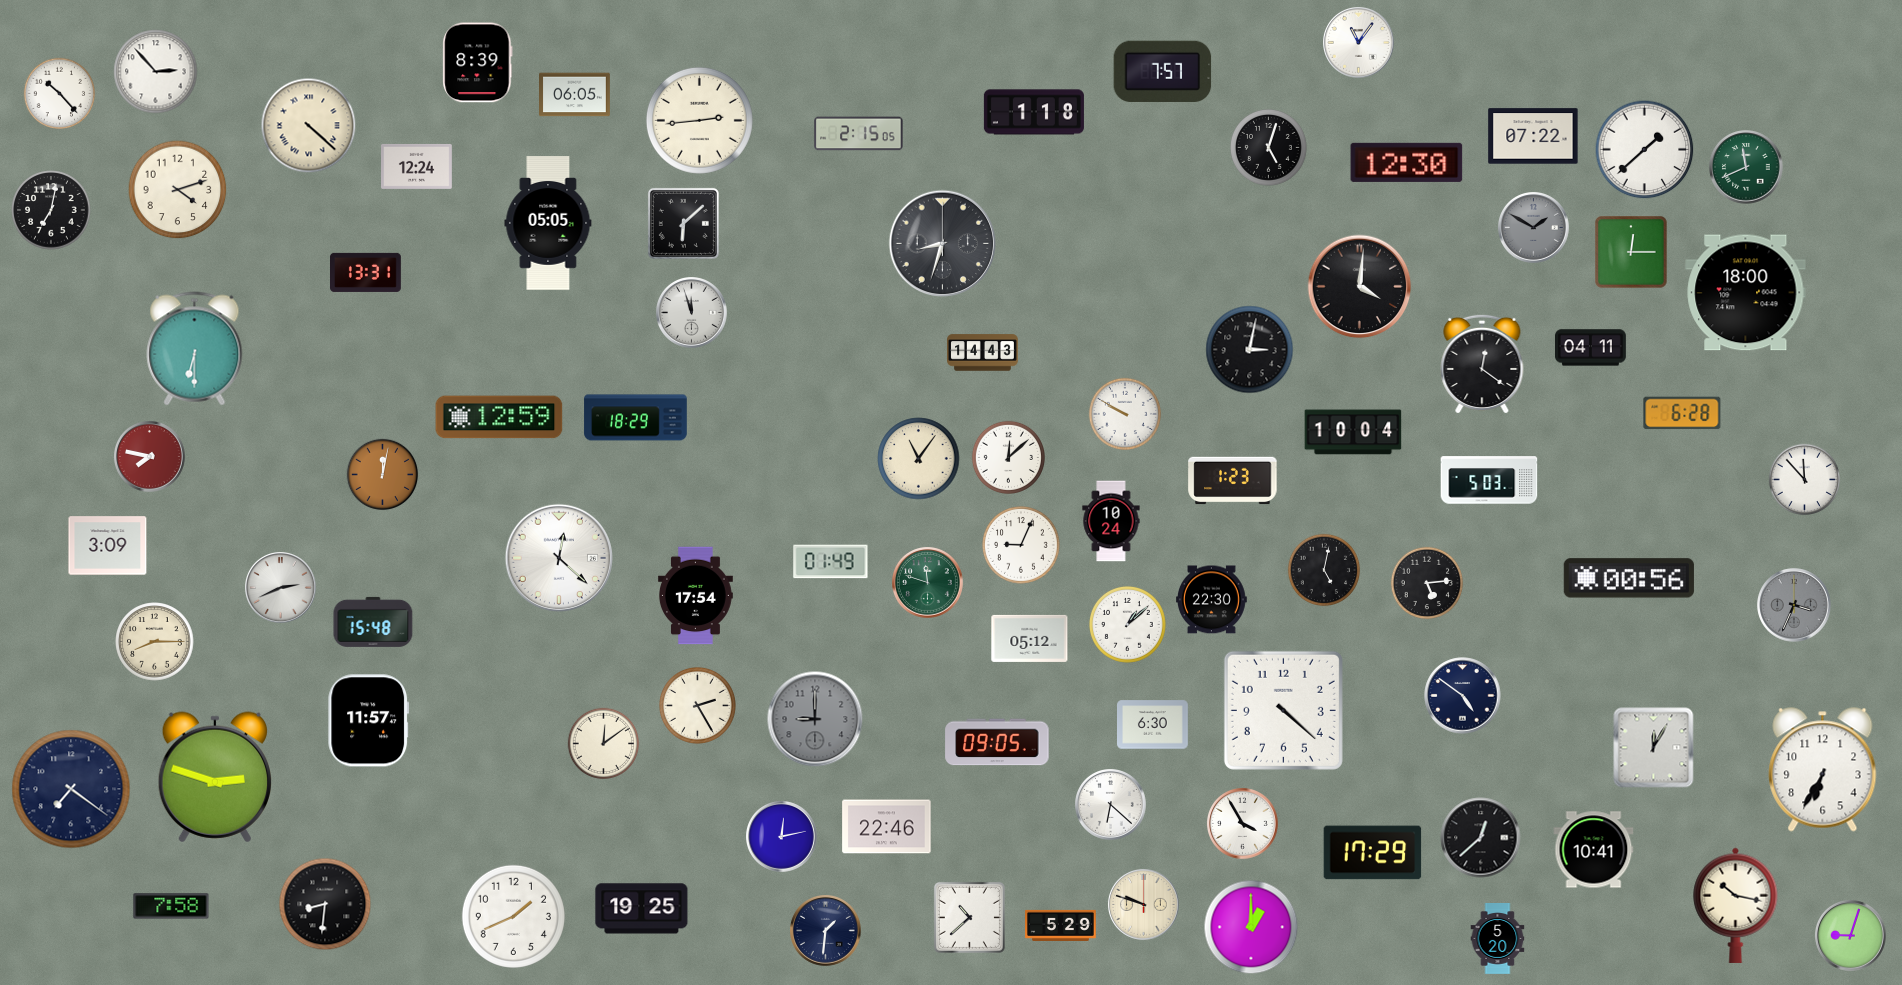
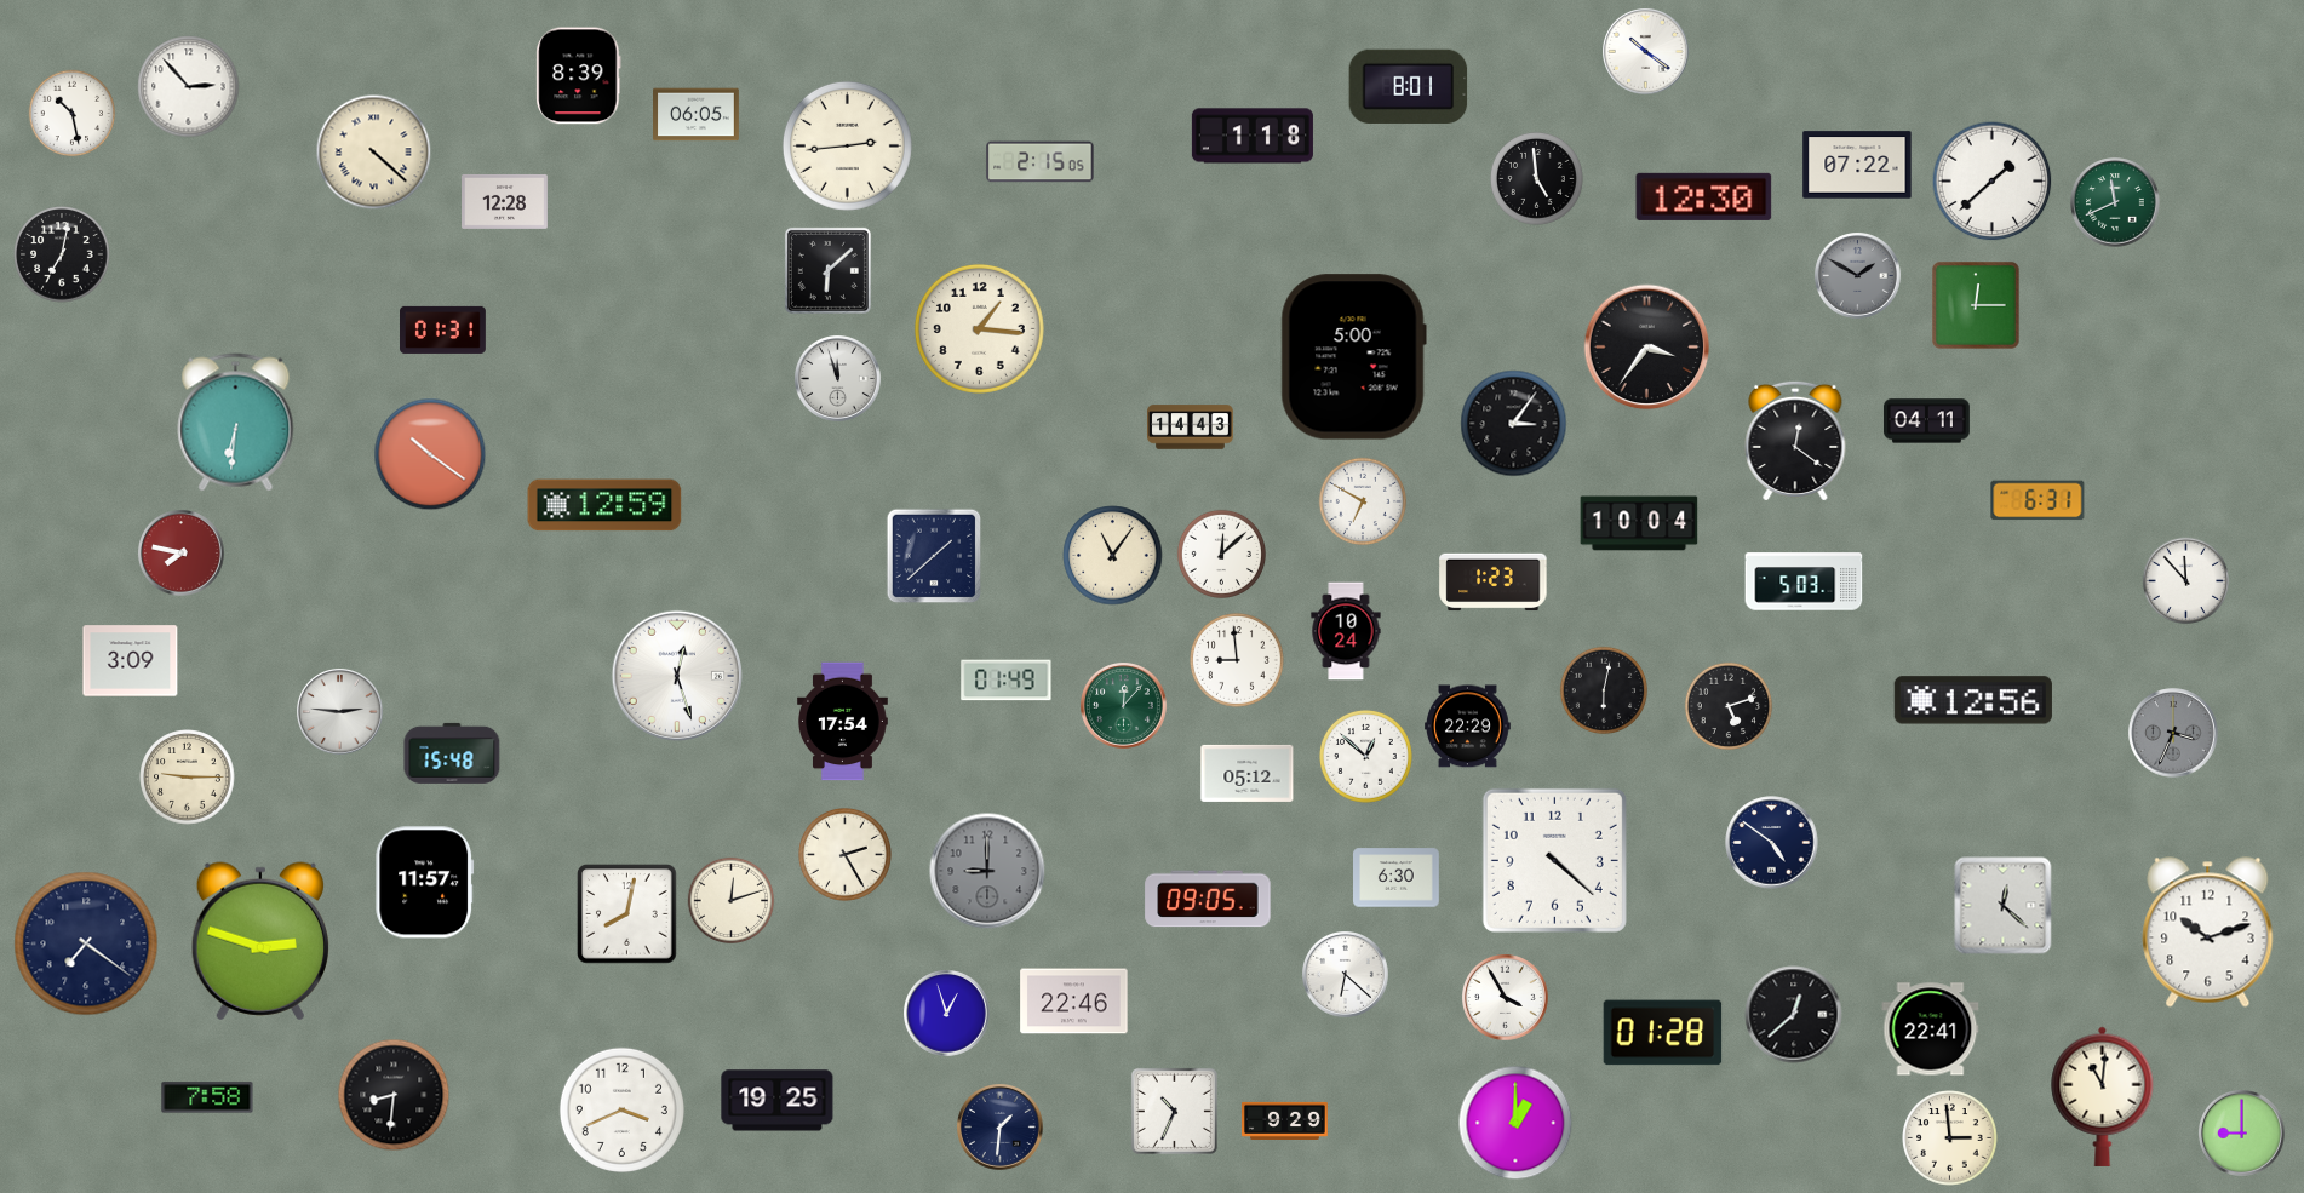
clock at (1359, 43): 11:06 -> 10:21
clock at (1163, 71): 7:57 -> 8:01
clock at (60, 94): 10:23 -> 10:28
clock at (1268, 147): 5:03 -> 4:59
clock at (417, 166): 12:24 -> 12:28
clock at (178, 190): 4:12 -> none
clock at (548, 223): 05:05 -> none
clock at (942, 243): 8:33 -> none
clock at (979, 328): none -> 1:16
clock at (366, 272): 13:31 -> 01:31
clock at (1360, 287): 4:01 -> 3:36
clock at (1746, 293): 18:00 -> none
clock at (1353, 357): none -> 5:00
clock at (195, 349): 6:30 -> 6:31
clock at (1250, 350): 3:02 -> 3:06
clock at (430, 454): none -> 10:21
clock at (1682, 413): 6:28 -> 6:31
clock at (1125, 414): 9:50 -> 6:50
clock at (636, 418): 18:29 -> none
clock at (934, 556): none -> 1:38
clock at (383, 475): 12:02 -> none
clock at (1022, 546): 9:04 -> 8:59
clock at (558, 557): 12:22 -> 12:27
clock at (1324, 570): 5:02 -> 6:02
clock at (1629, 578): 00:56 -> 12:56
clock at (928, 583): 11:48 -> 12:07
clock at (1427, 583): 5:14 -> 5:12
clock at (281, 588): 2:41 -> 2:46
clock at (1212, 600): 22:30 -> 22:29
clock at (1127, 624): 1:08 -> 12:52
clock at (155, 642): 8:15 -> 9:15
clock at (369, 721) position: (369, 721) -> (425, 883)
clock at (604, 744): 12:09 -> 12:12
clock at (1654, 748): 12:05 -> 12:22
clock at (627, 914): none -> 8:02
clock at (1823, 770): 6:35 -> 10:12
clock at (71, 789) position: (71, 789) -> (86, 943)
clock at (782, 837): 12:13 -> 12:57
clock at (1594, 850): 10:41 -> 22:41
clock at (1373, 853): 17:29 -> 01:28
clock at (1144, 905): 9:48 -> none
clock at (1736, 905): 10:17 -> 11:01
clock at (513, 916): 1:41 -> 3:41
clock at (969, 917): 10:38 -> 10:34
clock at (1061, 925): 5:29 -> 9:29
clock at (1851, 936): 9:03 -> 9:00
clock at (1498, 939): 5:20 -> none
clock at (1950, 1138): none -> 2:59
